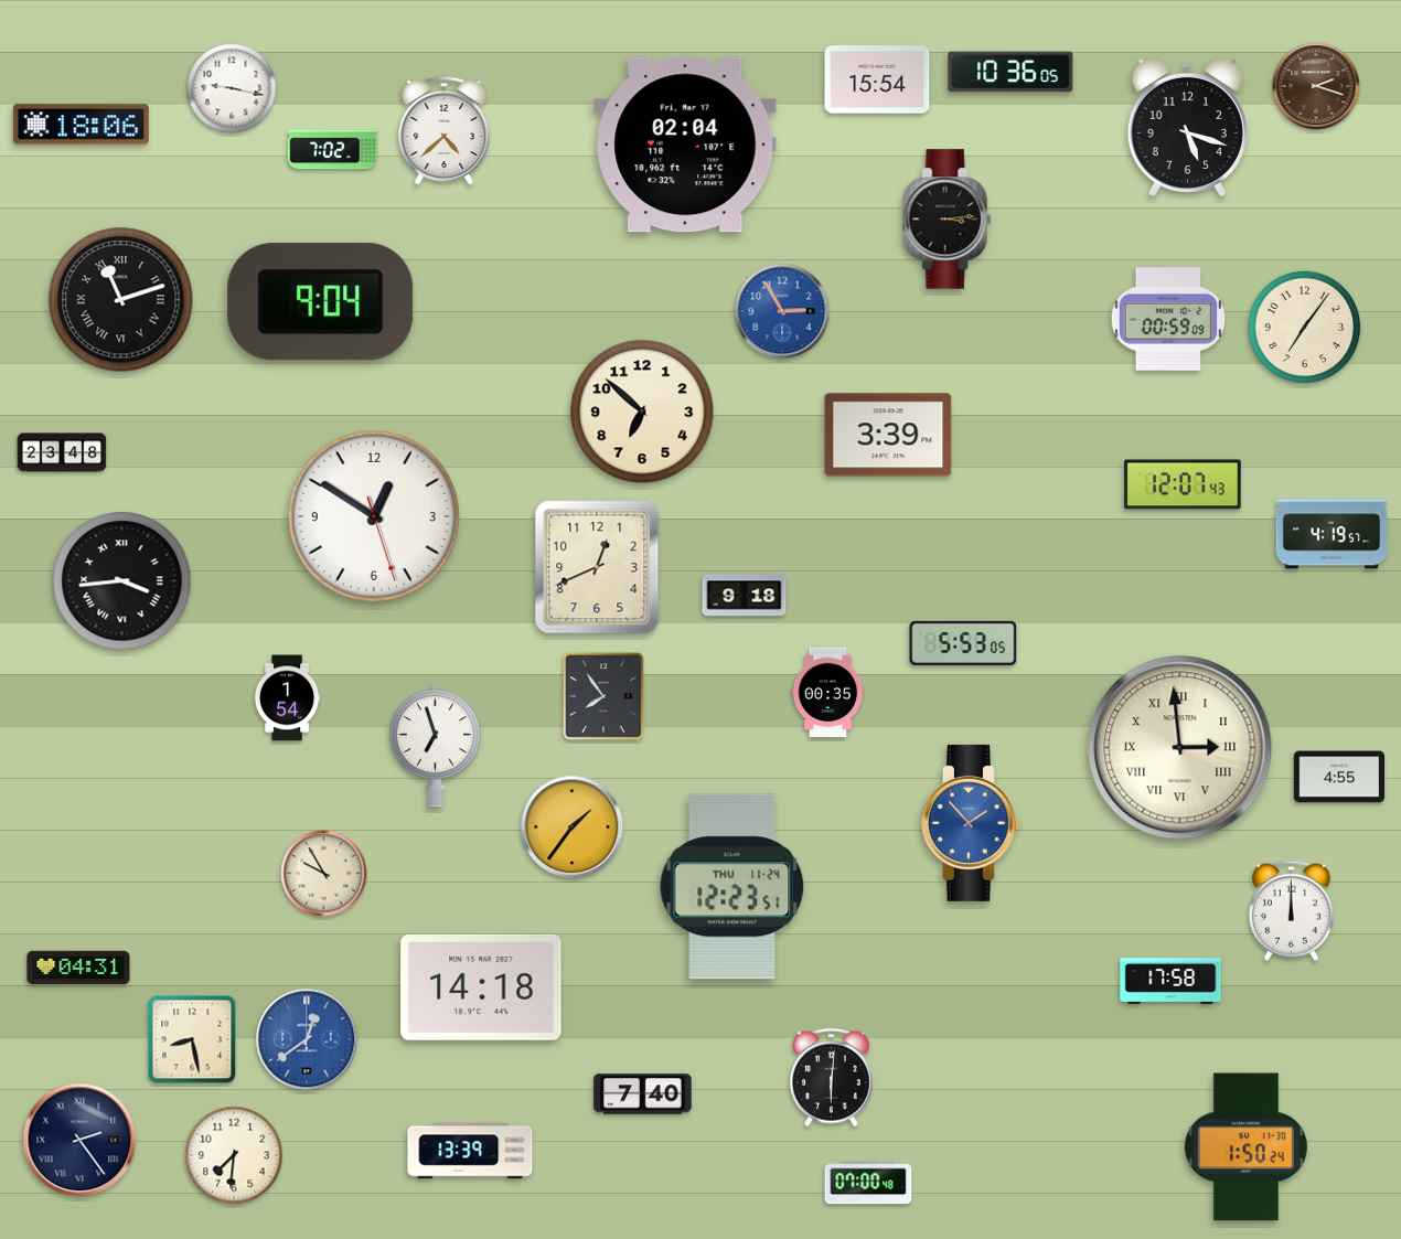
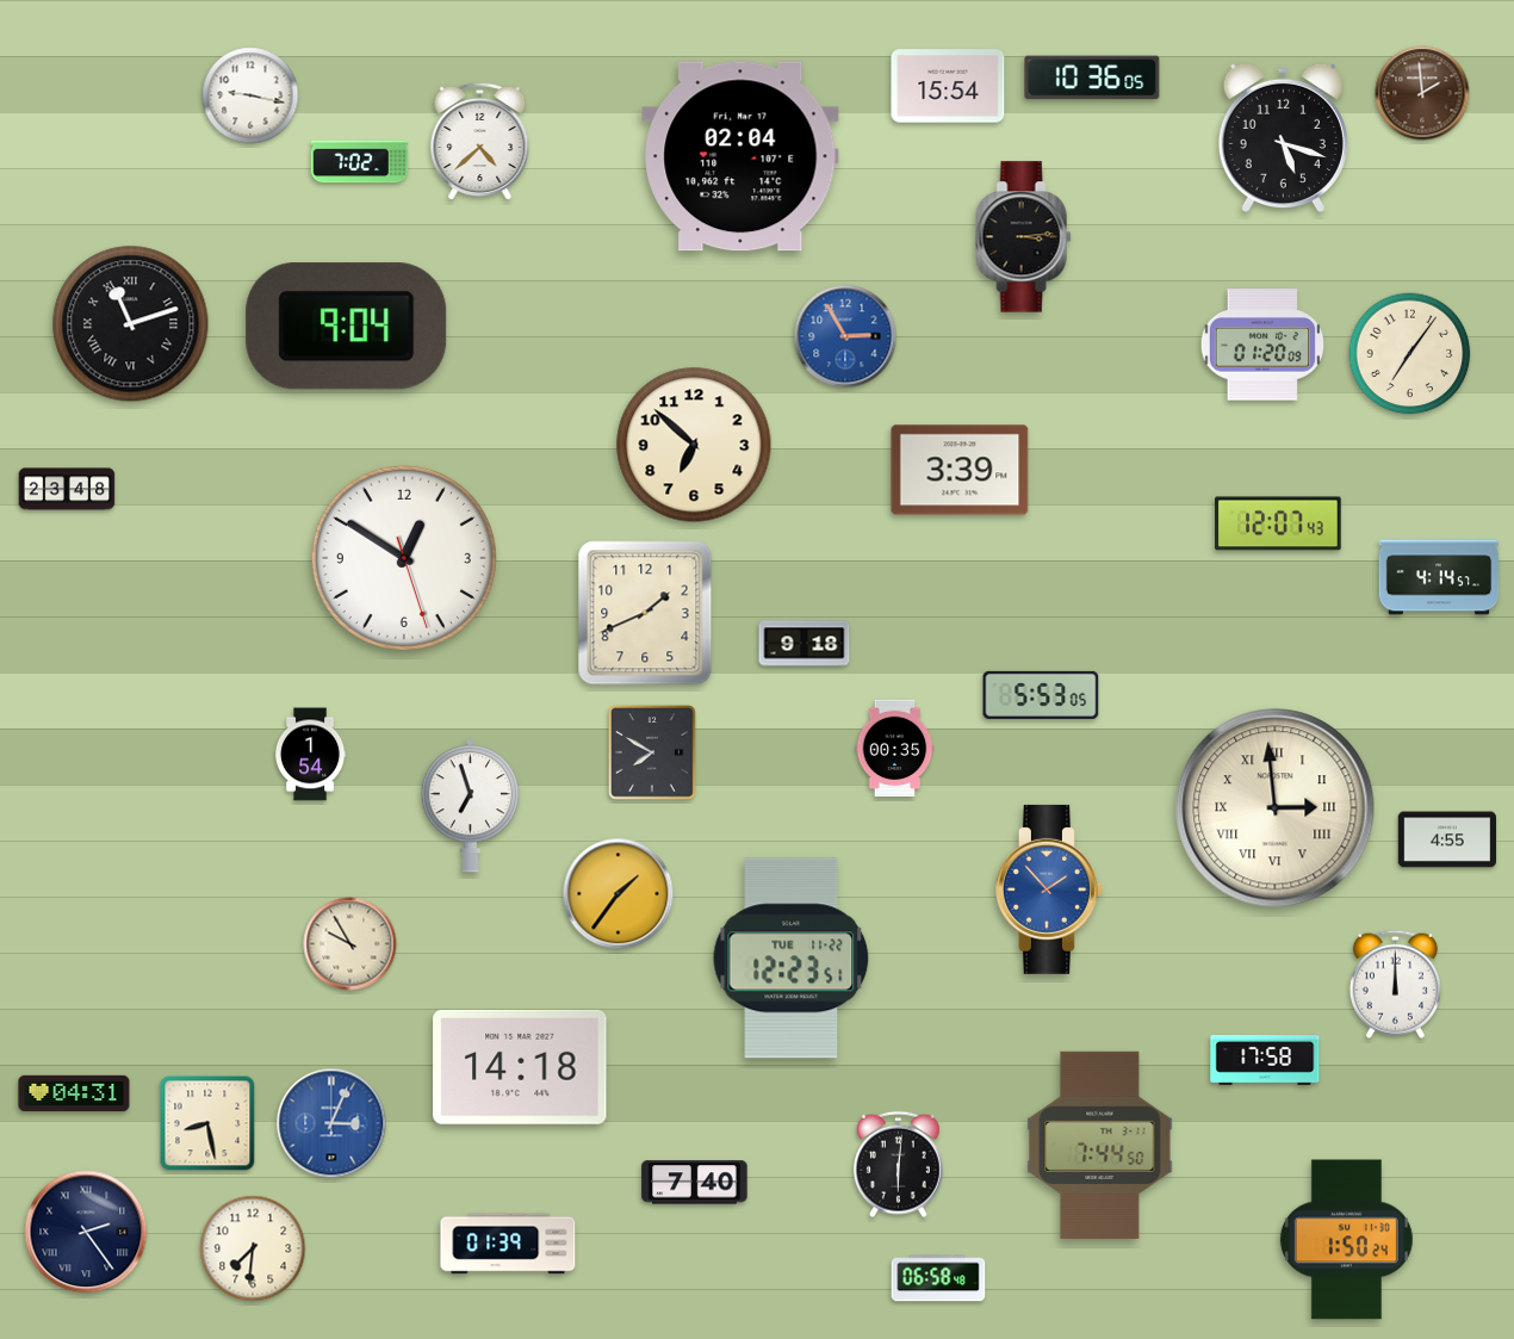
clock at (1316, 86): 2:18 -> 1:59
clock at (81, 125): 18:06 -> none
clock at (1168, 319): 00:59 -> 01:20
clock at (1332, 534): 4:19 -> 4:14
clock at (597, 567): 12:41 -> 1:41
clock at (122, 581): 3:44 -> none
clock at (603, 696): 7:54 -> 7:50
clock at (732, 887) date: THU 11-24 -> TUE 11-22
clock at (78, 968) position: (78, 968) -> (74, 1093)
clock at (307, 1039): 12:39 -> 3:04
clock at (1100, 1145): none -> 7:44
clock at (470, 1151): 13:39 -> 01:39
clock at (868, 1183): 07:00 -> 06:58
